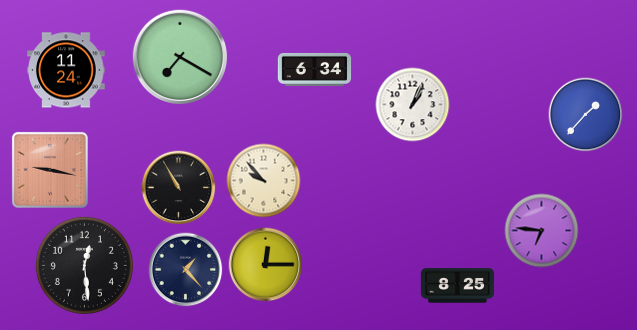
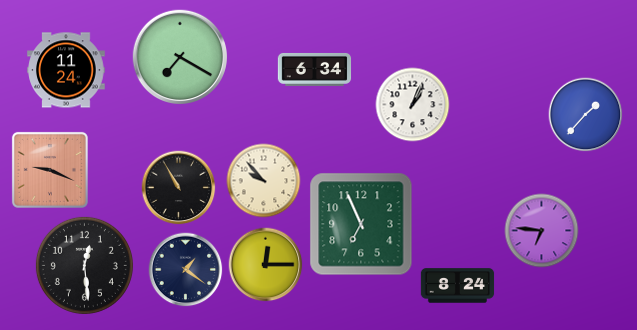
clock at (50, 170): 9:17 -> 9:19
clock at (361, 224): none -> 6:56
clock at (186, 270): 1:23 -> 1:21
clock at (458, 286): 8:25 -> 8:24
